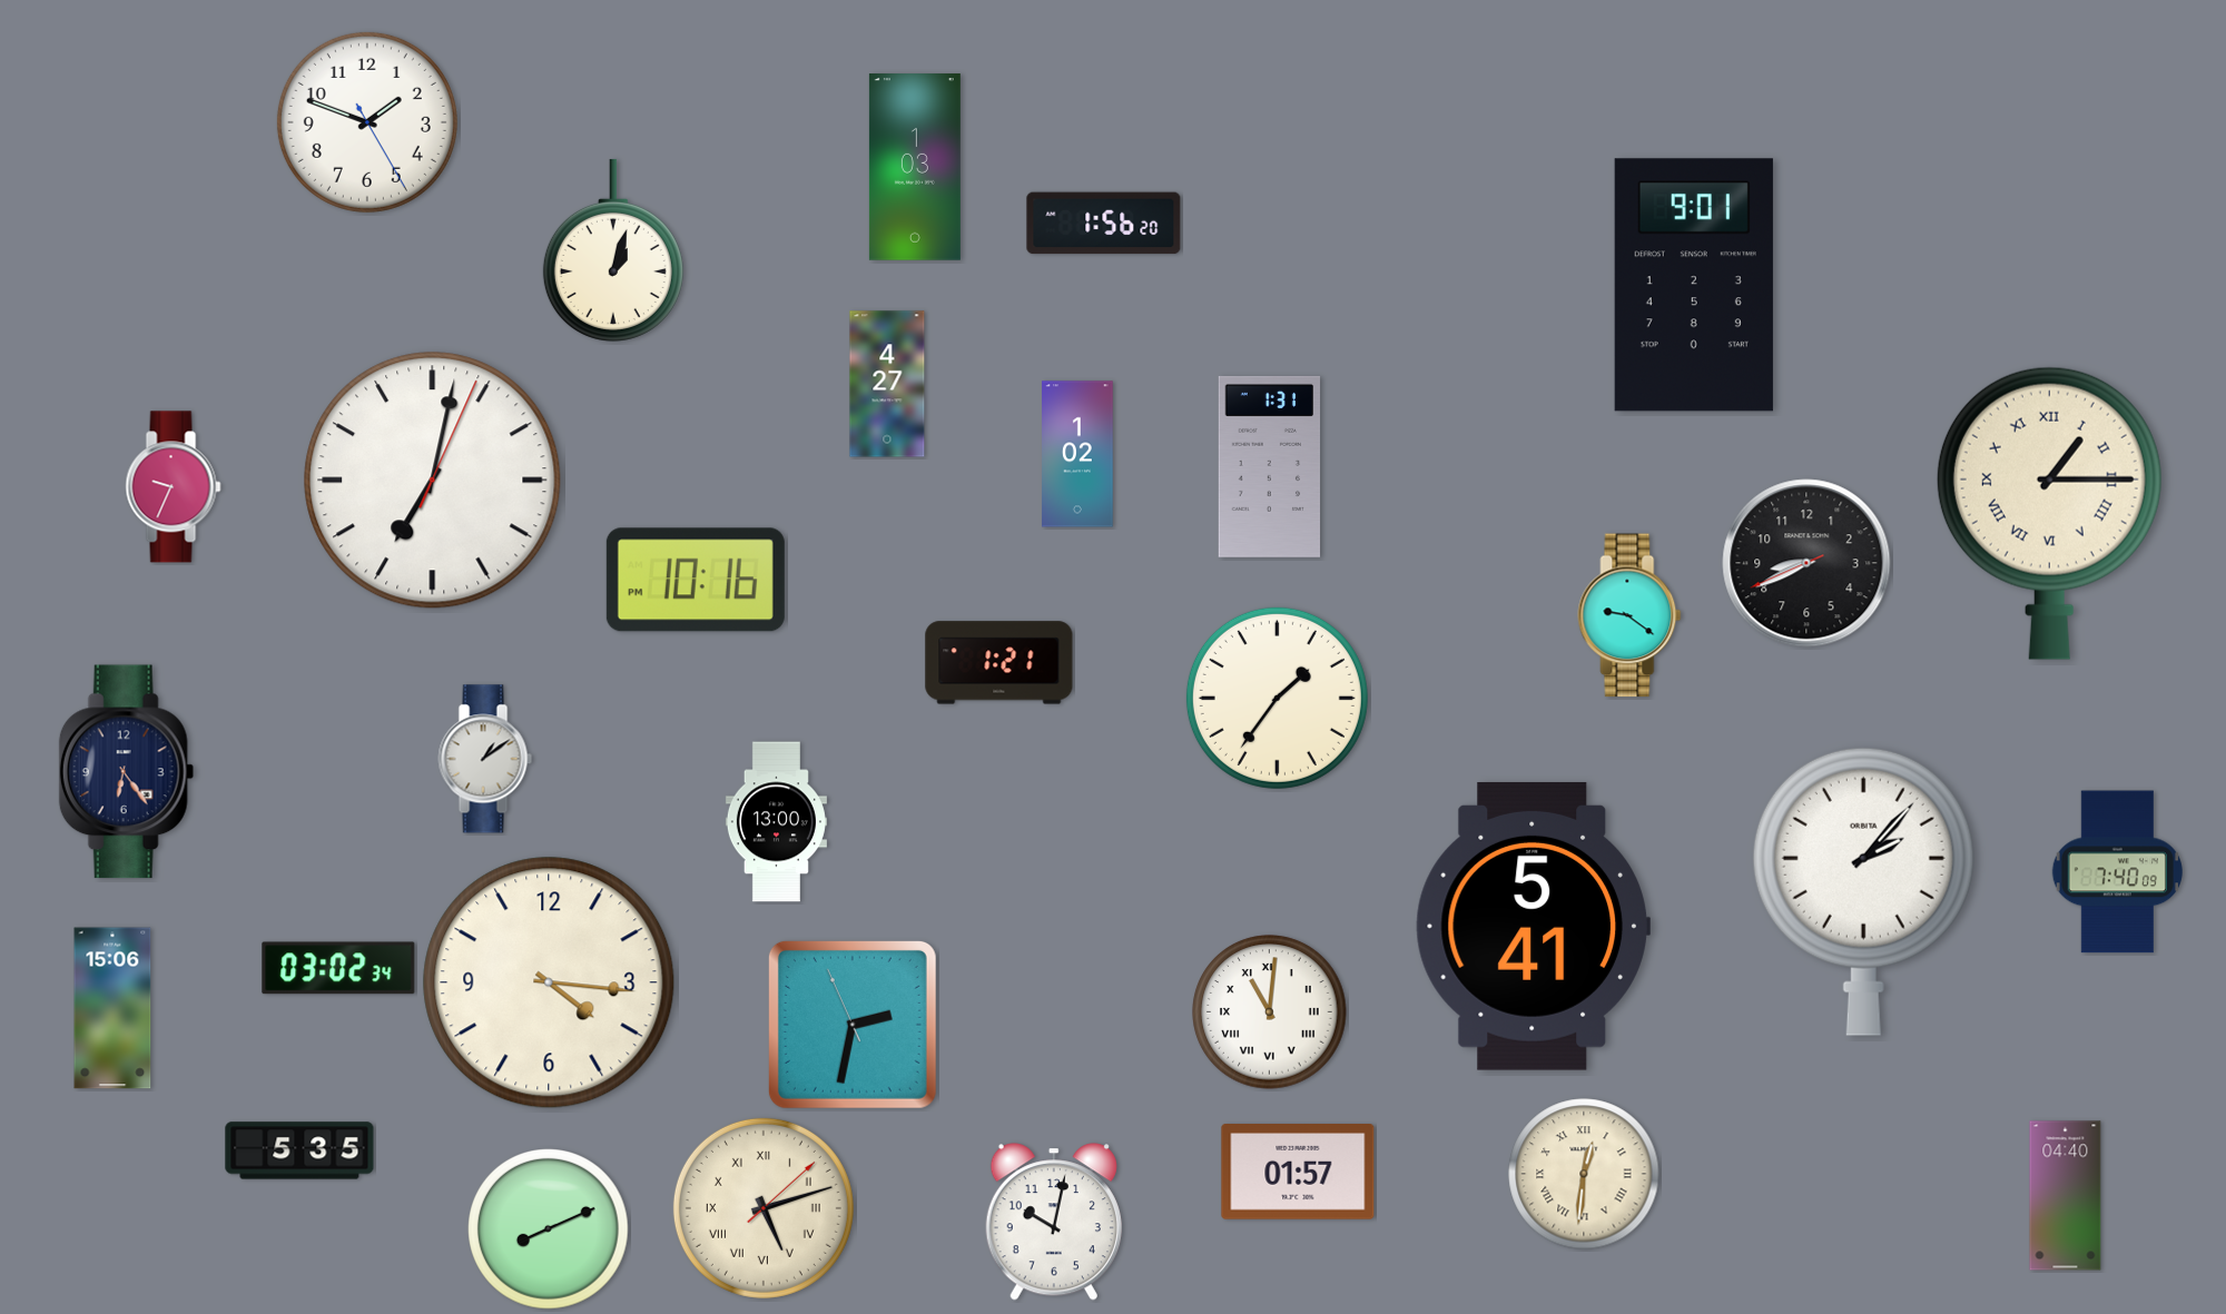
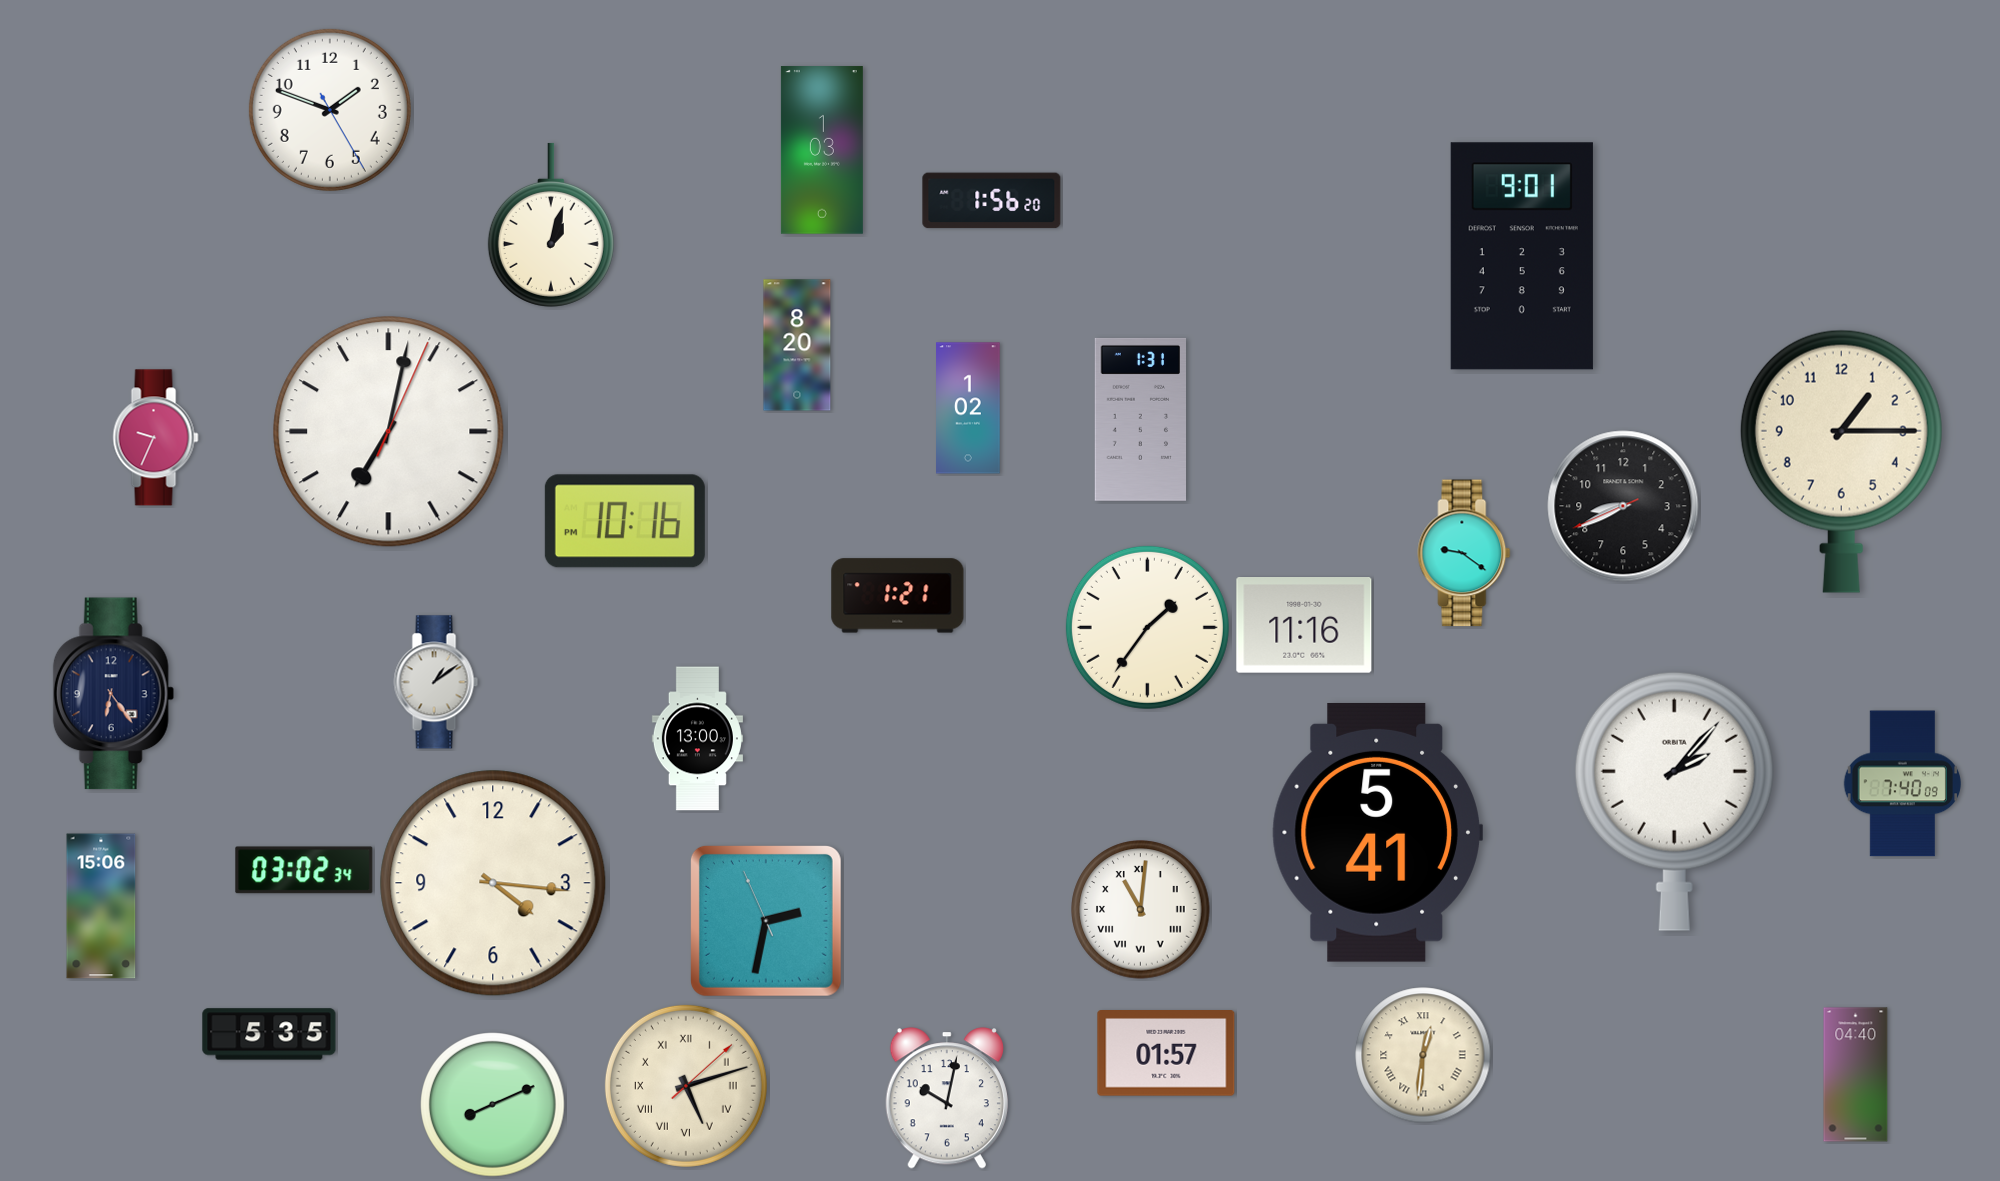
clock at (887, 384): 4:27 -> 8:20
clock at (2049, 513) numerals: Roman -> Arabic
clock at (1304, 626): none -> 11:16
